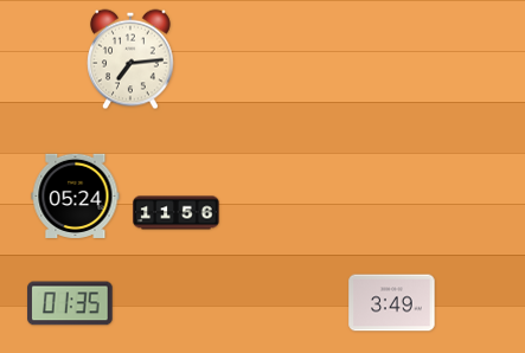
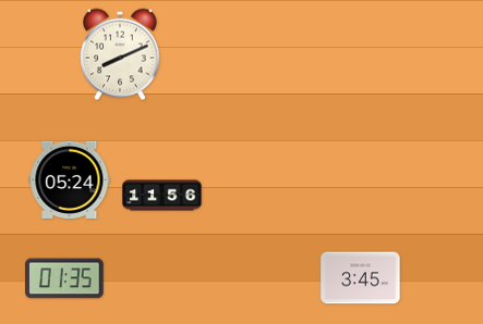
clock at (132, 59): 7:14 -> 8:11
clock at (392, 303): 3:49 -> 3:45
